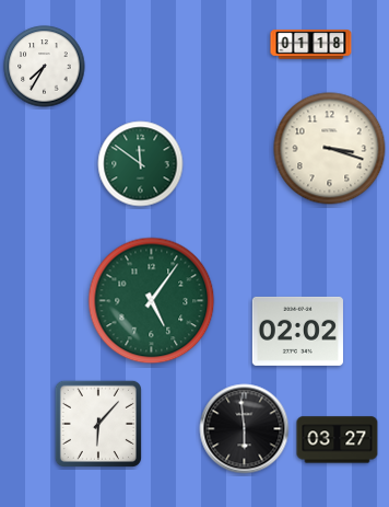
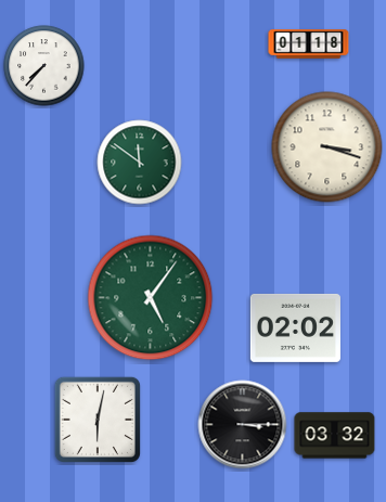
clock at (45, 67): 7:35 -> 7:37
clock at (98, 424): 6:07 -> 6:02
clock at (245, 429): 5:59 -> 3:15
clock at (338, 440): 03:27 -> 03:32
